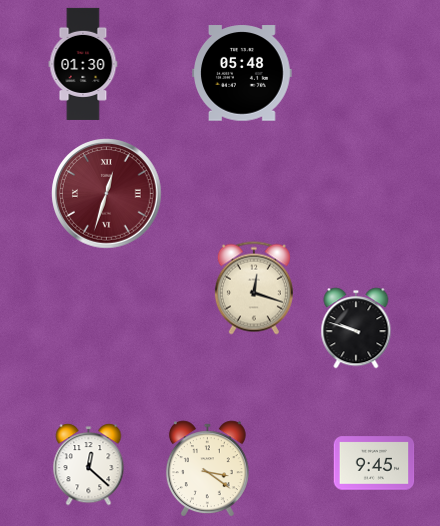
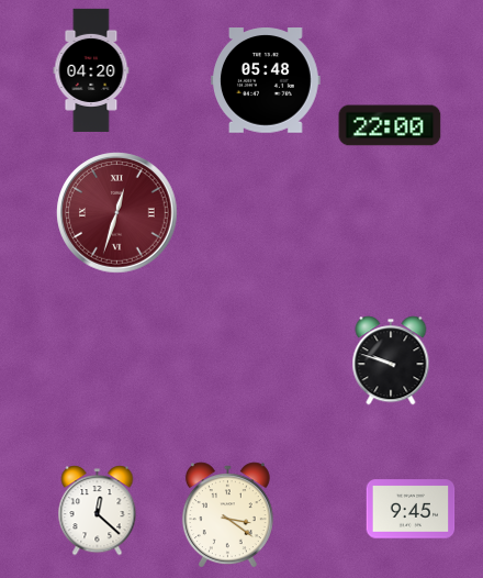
clock at (83, 64): 01:30 -> 04:20
clock at (390, 125): none -> 22:00
clock at (254, 288): 12:18 -> none
